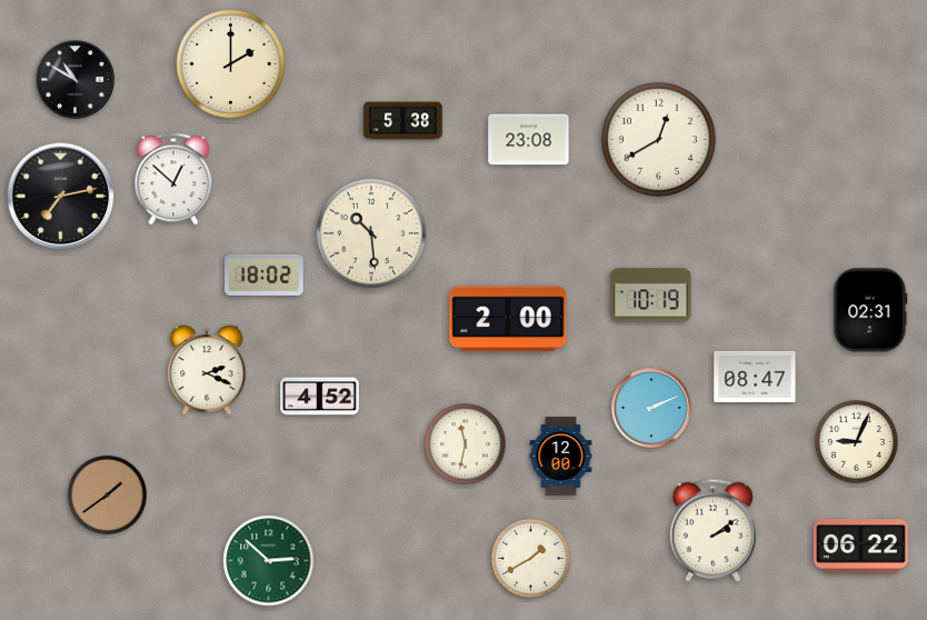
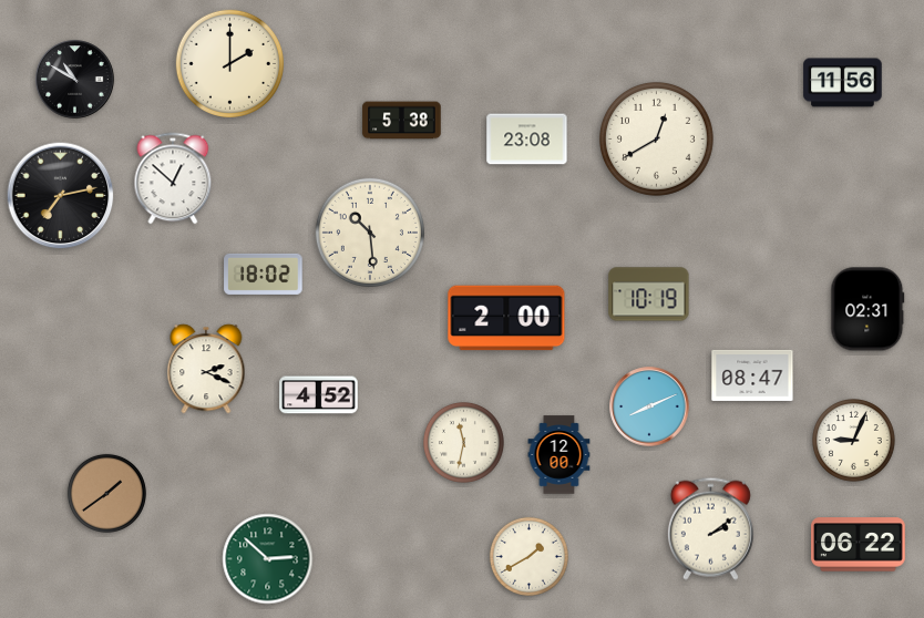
clock at (843, 83): none -> 11:56
clock at (651, 408): 2:11 -> 8:11
